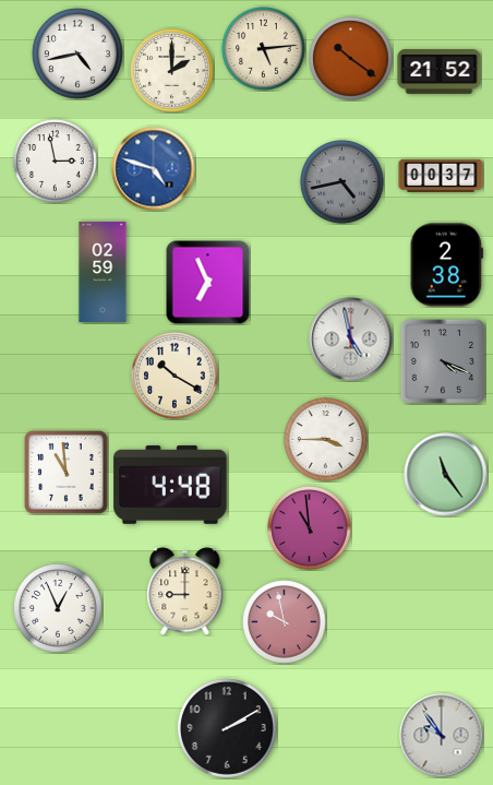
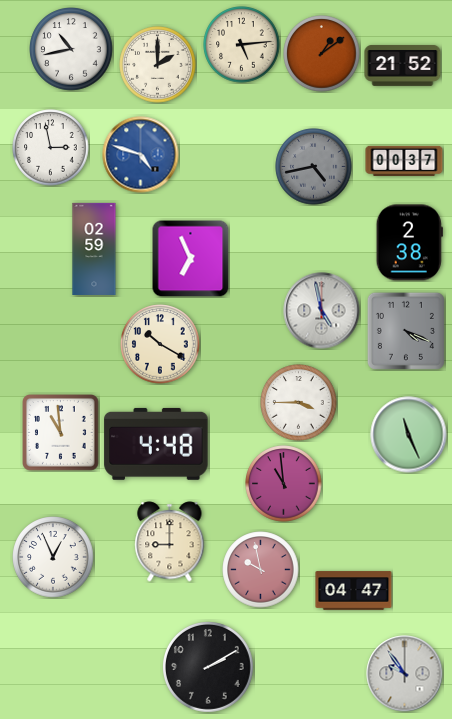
clock at (77, 53): 4:43 -> 10:43
clock at (351, 59): 10:21 -> 1:09
clock at (446, 475): 11:24 -> 11:26
clock at (354, 591): none -> 04:47
